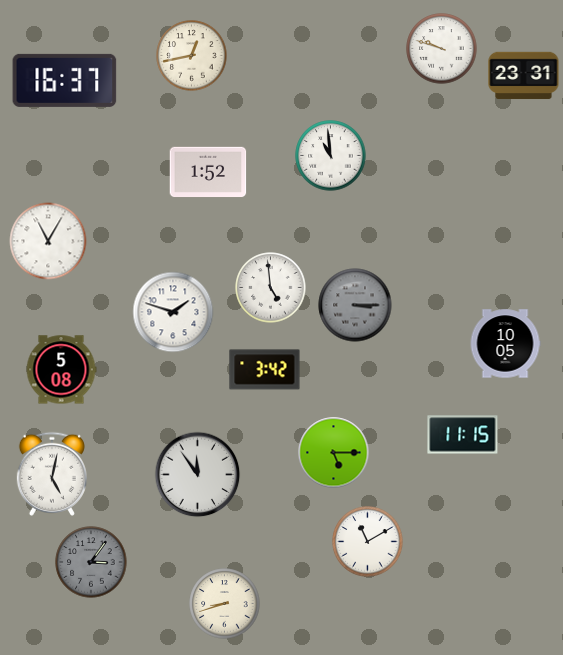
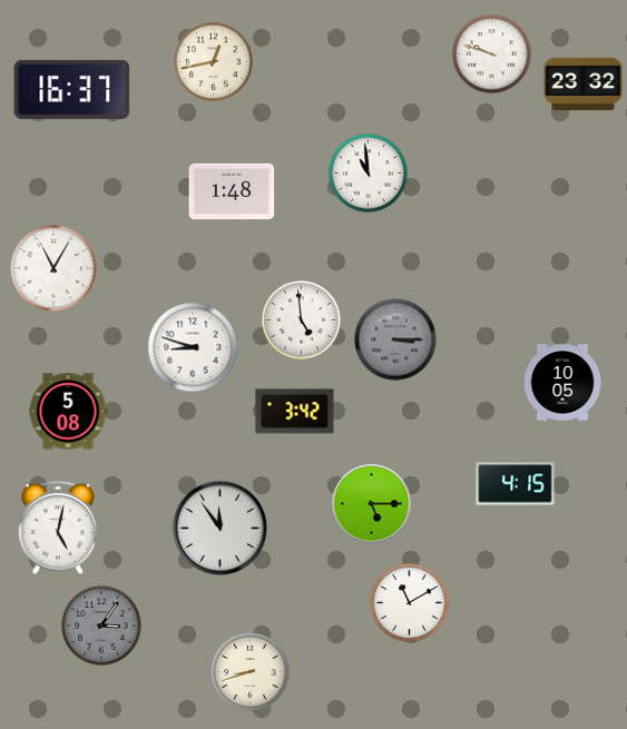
clock at (524, 76): 23:31 -> 23:32
clock at (208, 172): 1:52 -> 1:48
clock at (173, 312): 1:48 -> 8:48
clock at (463, 435): 11:15 -> 4:15
